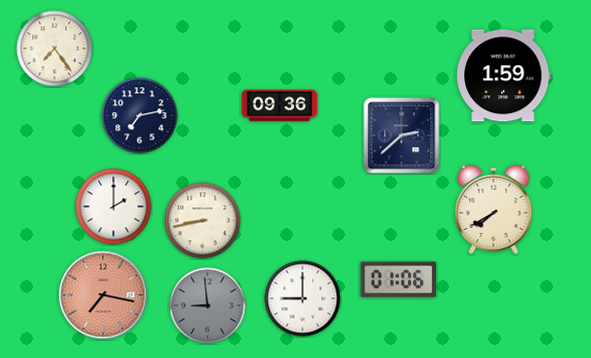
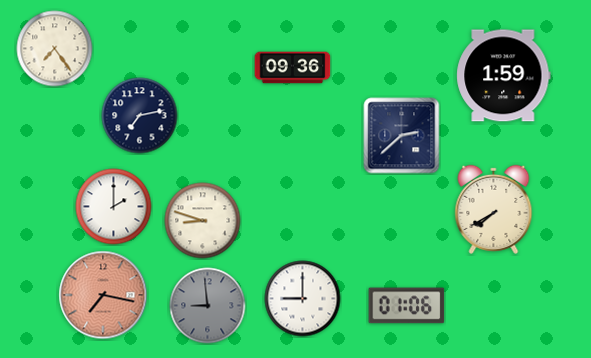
clock at (280, 106) position: (280, 106) -> (293, 68)
clock at (203, 221): 8:43 -> 8:48
clock at (399, 280) position: (399, 280) -> (407, 306)
